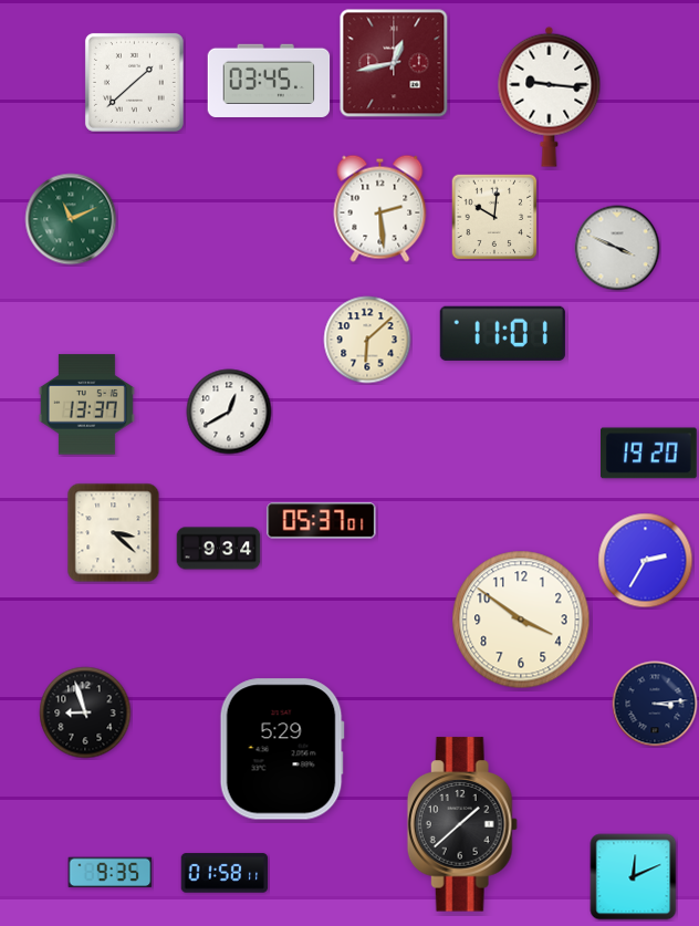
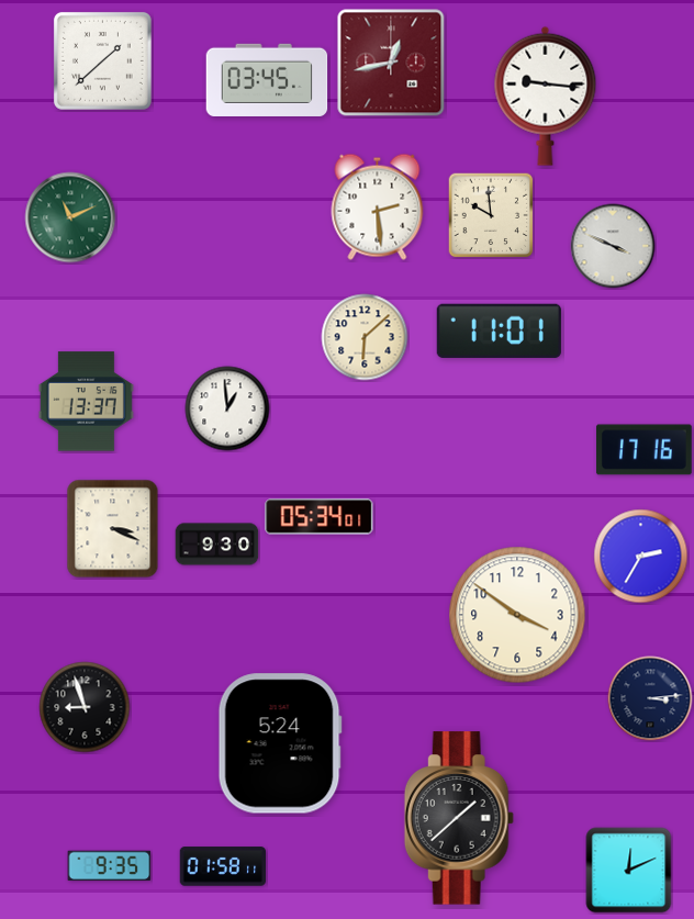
clock at (134, 82) position: (134, 82) -> (102, 60)
clock at (494, 217): 10:01 -> 9:59
clock at (229, 412): 12:40 -> 12:59
clock at (649, 454): 19:20 -> 17:16
clock at (322, 521): 05:37 -> 05:34
clock at (114, 533): 3:22 -> 3:19
clock at (219, 549): 9:34 -> 9:30
clock at (282, 749): 5:29 -> 5:24
